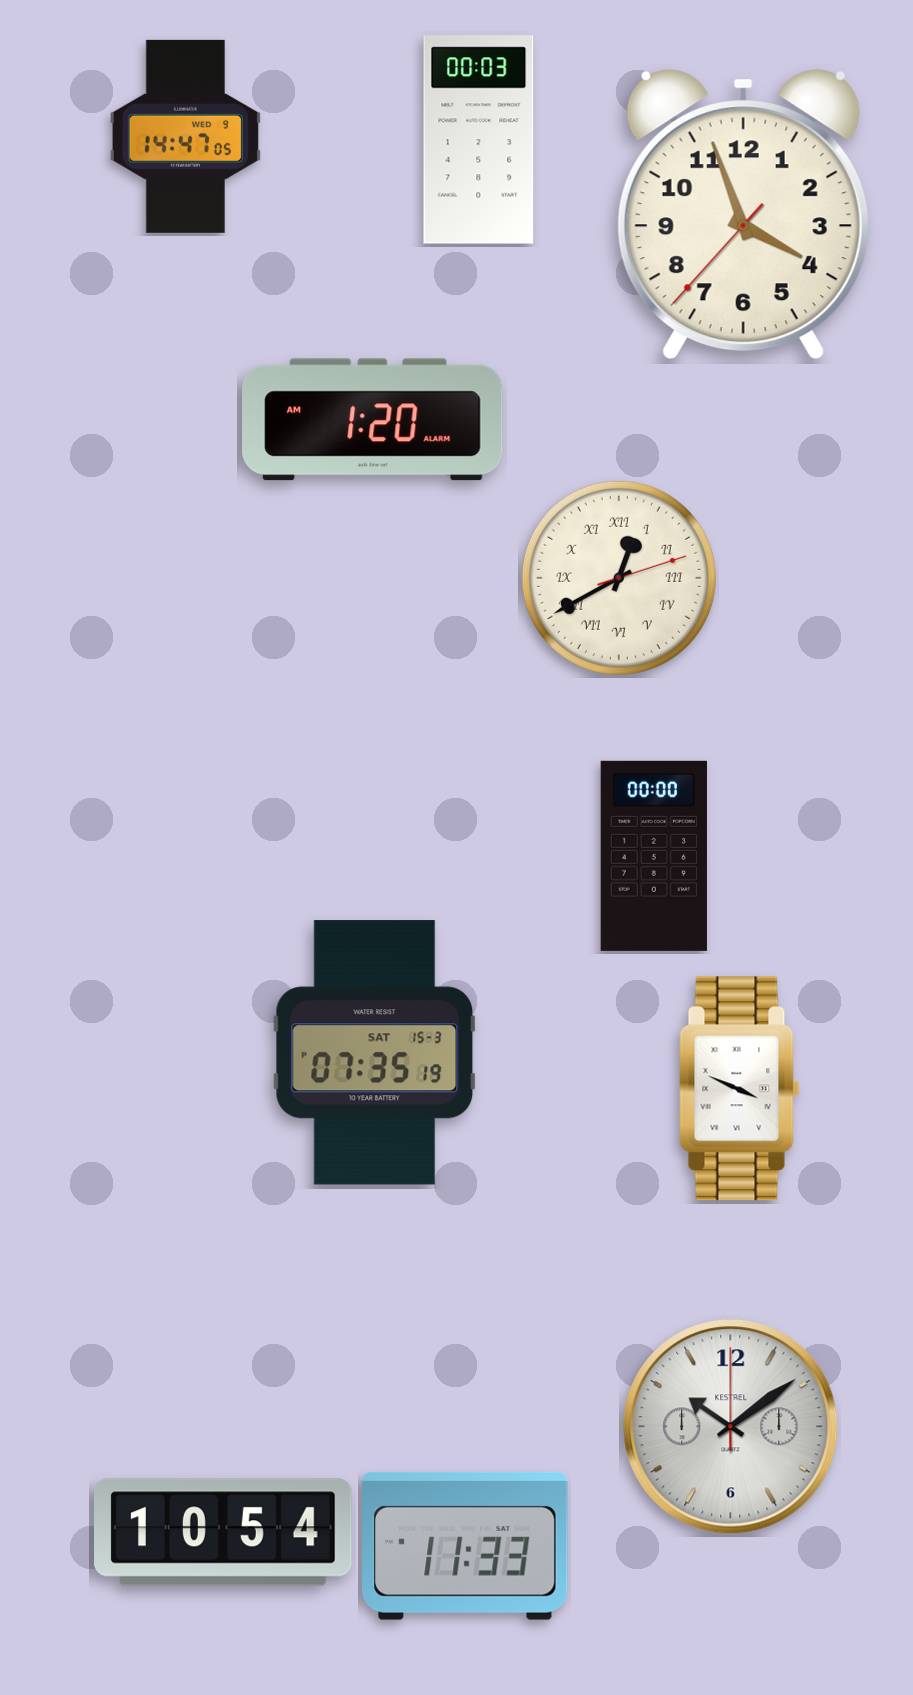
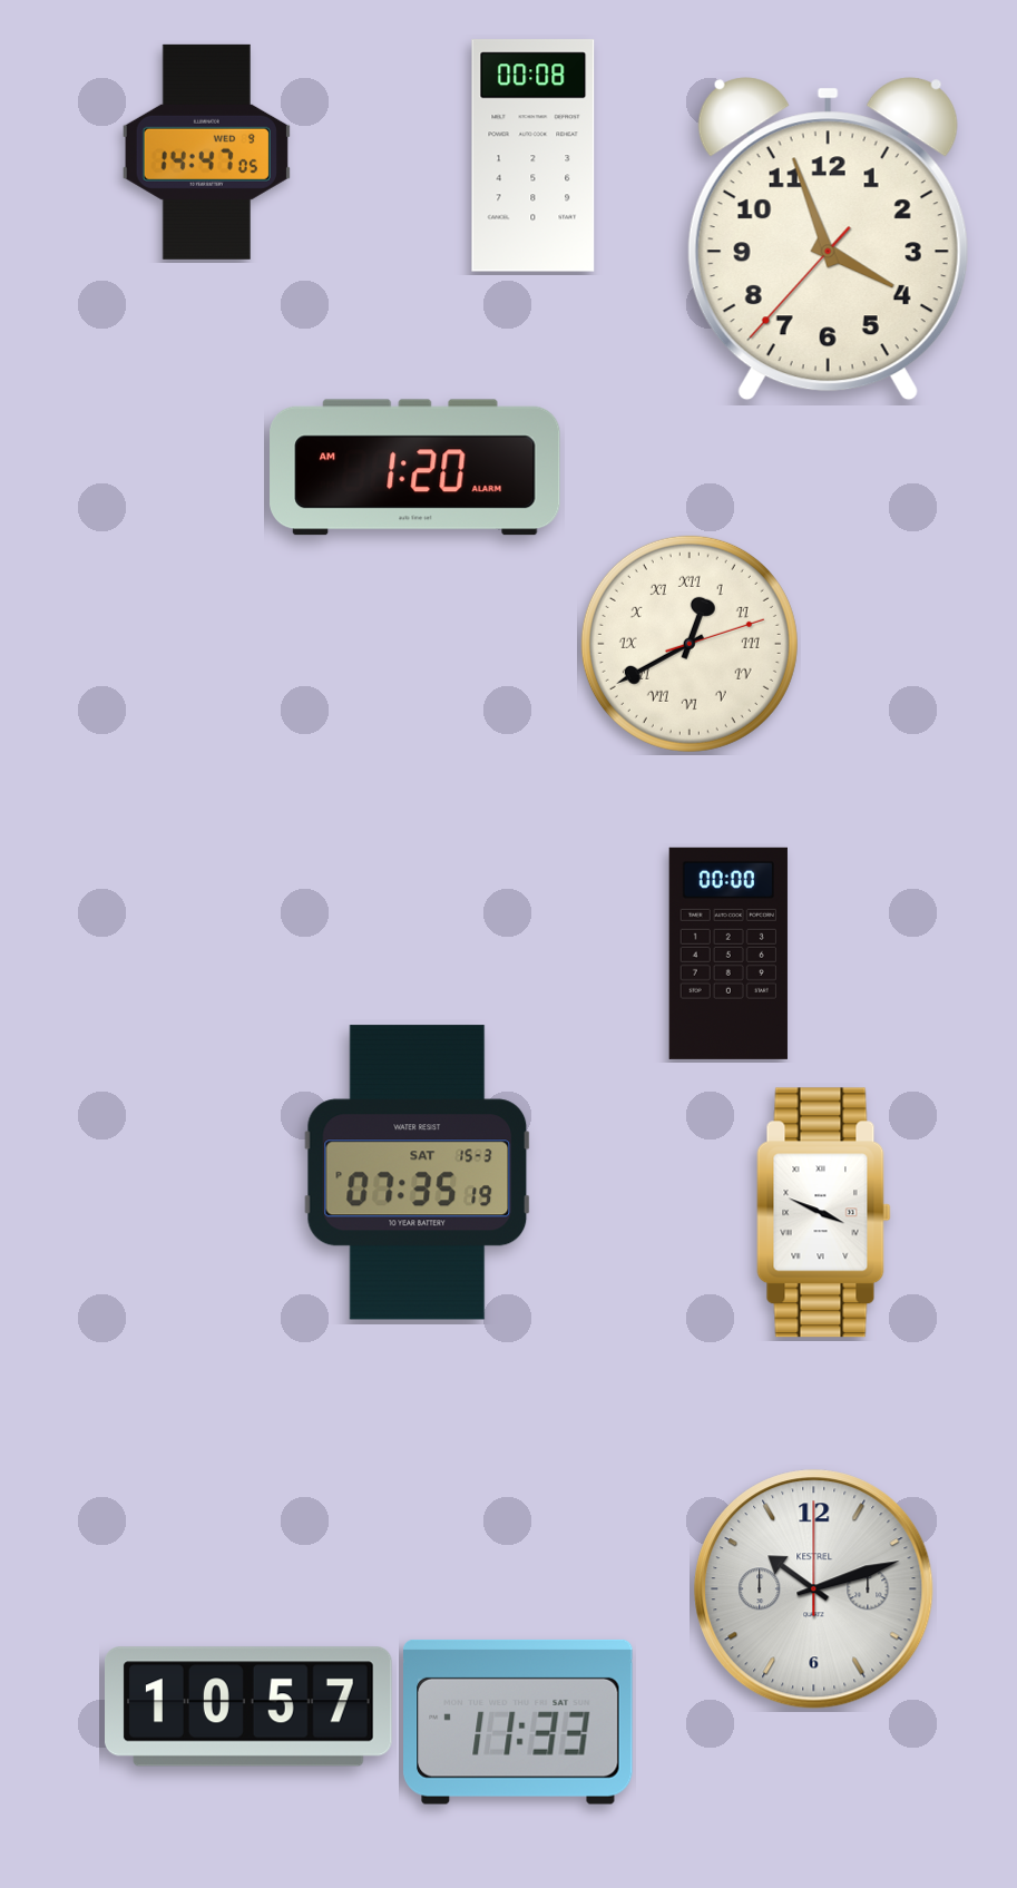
clock at (479, 140): 00:03 -> 00:08
clock at (731, 1427): 10:09 -> 10:12
clock at (224, 1532): 10:54 -> 10:57
